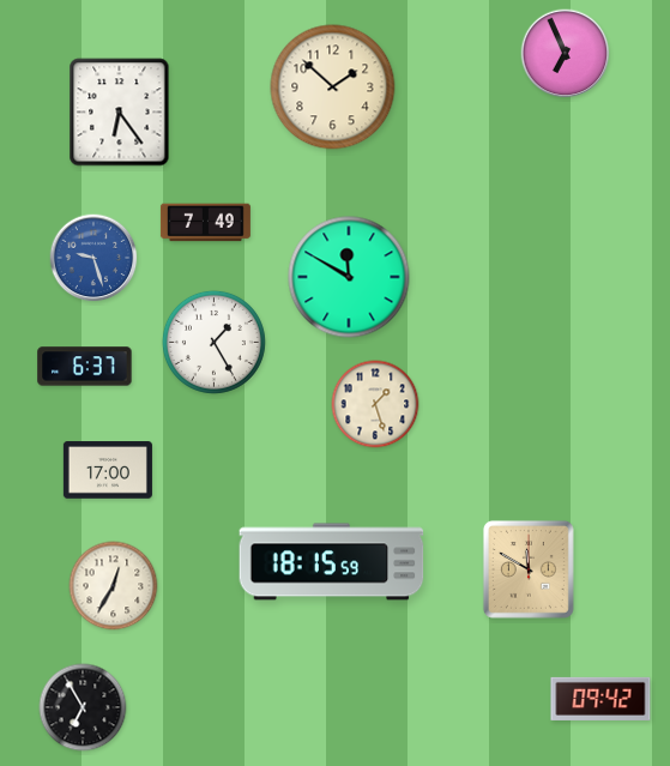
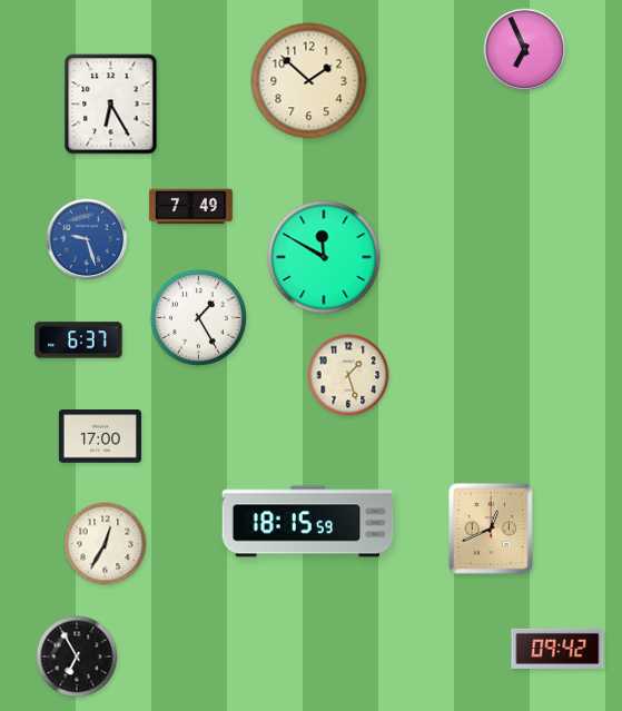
clock at (120, 113): 6:24 -> 6:25
clock at (529, 569): 11:50 -> 12:41
